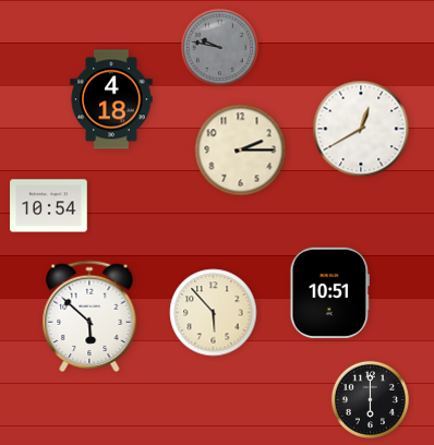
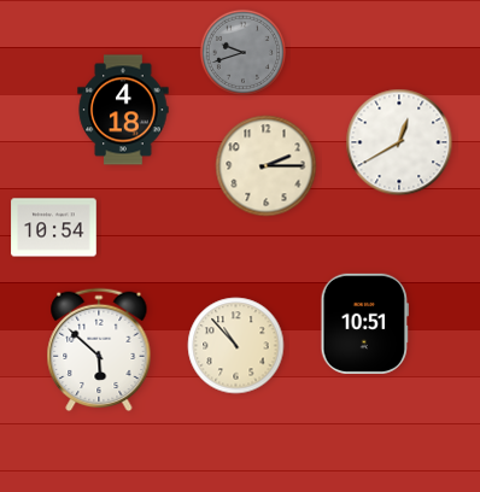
clock at (219, 47): 9:47 -> 9:42
clock at (214, 313): 5:53 -> 10:53
clock at (370, 399): 6:00 -> none
